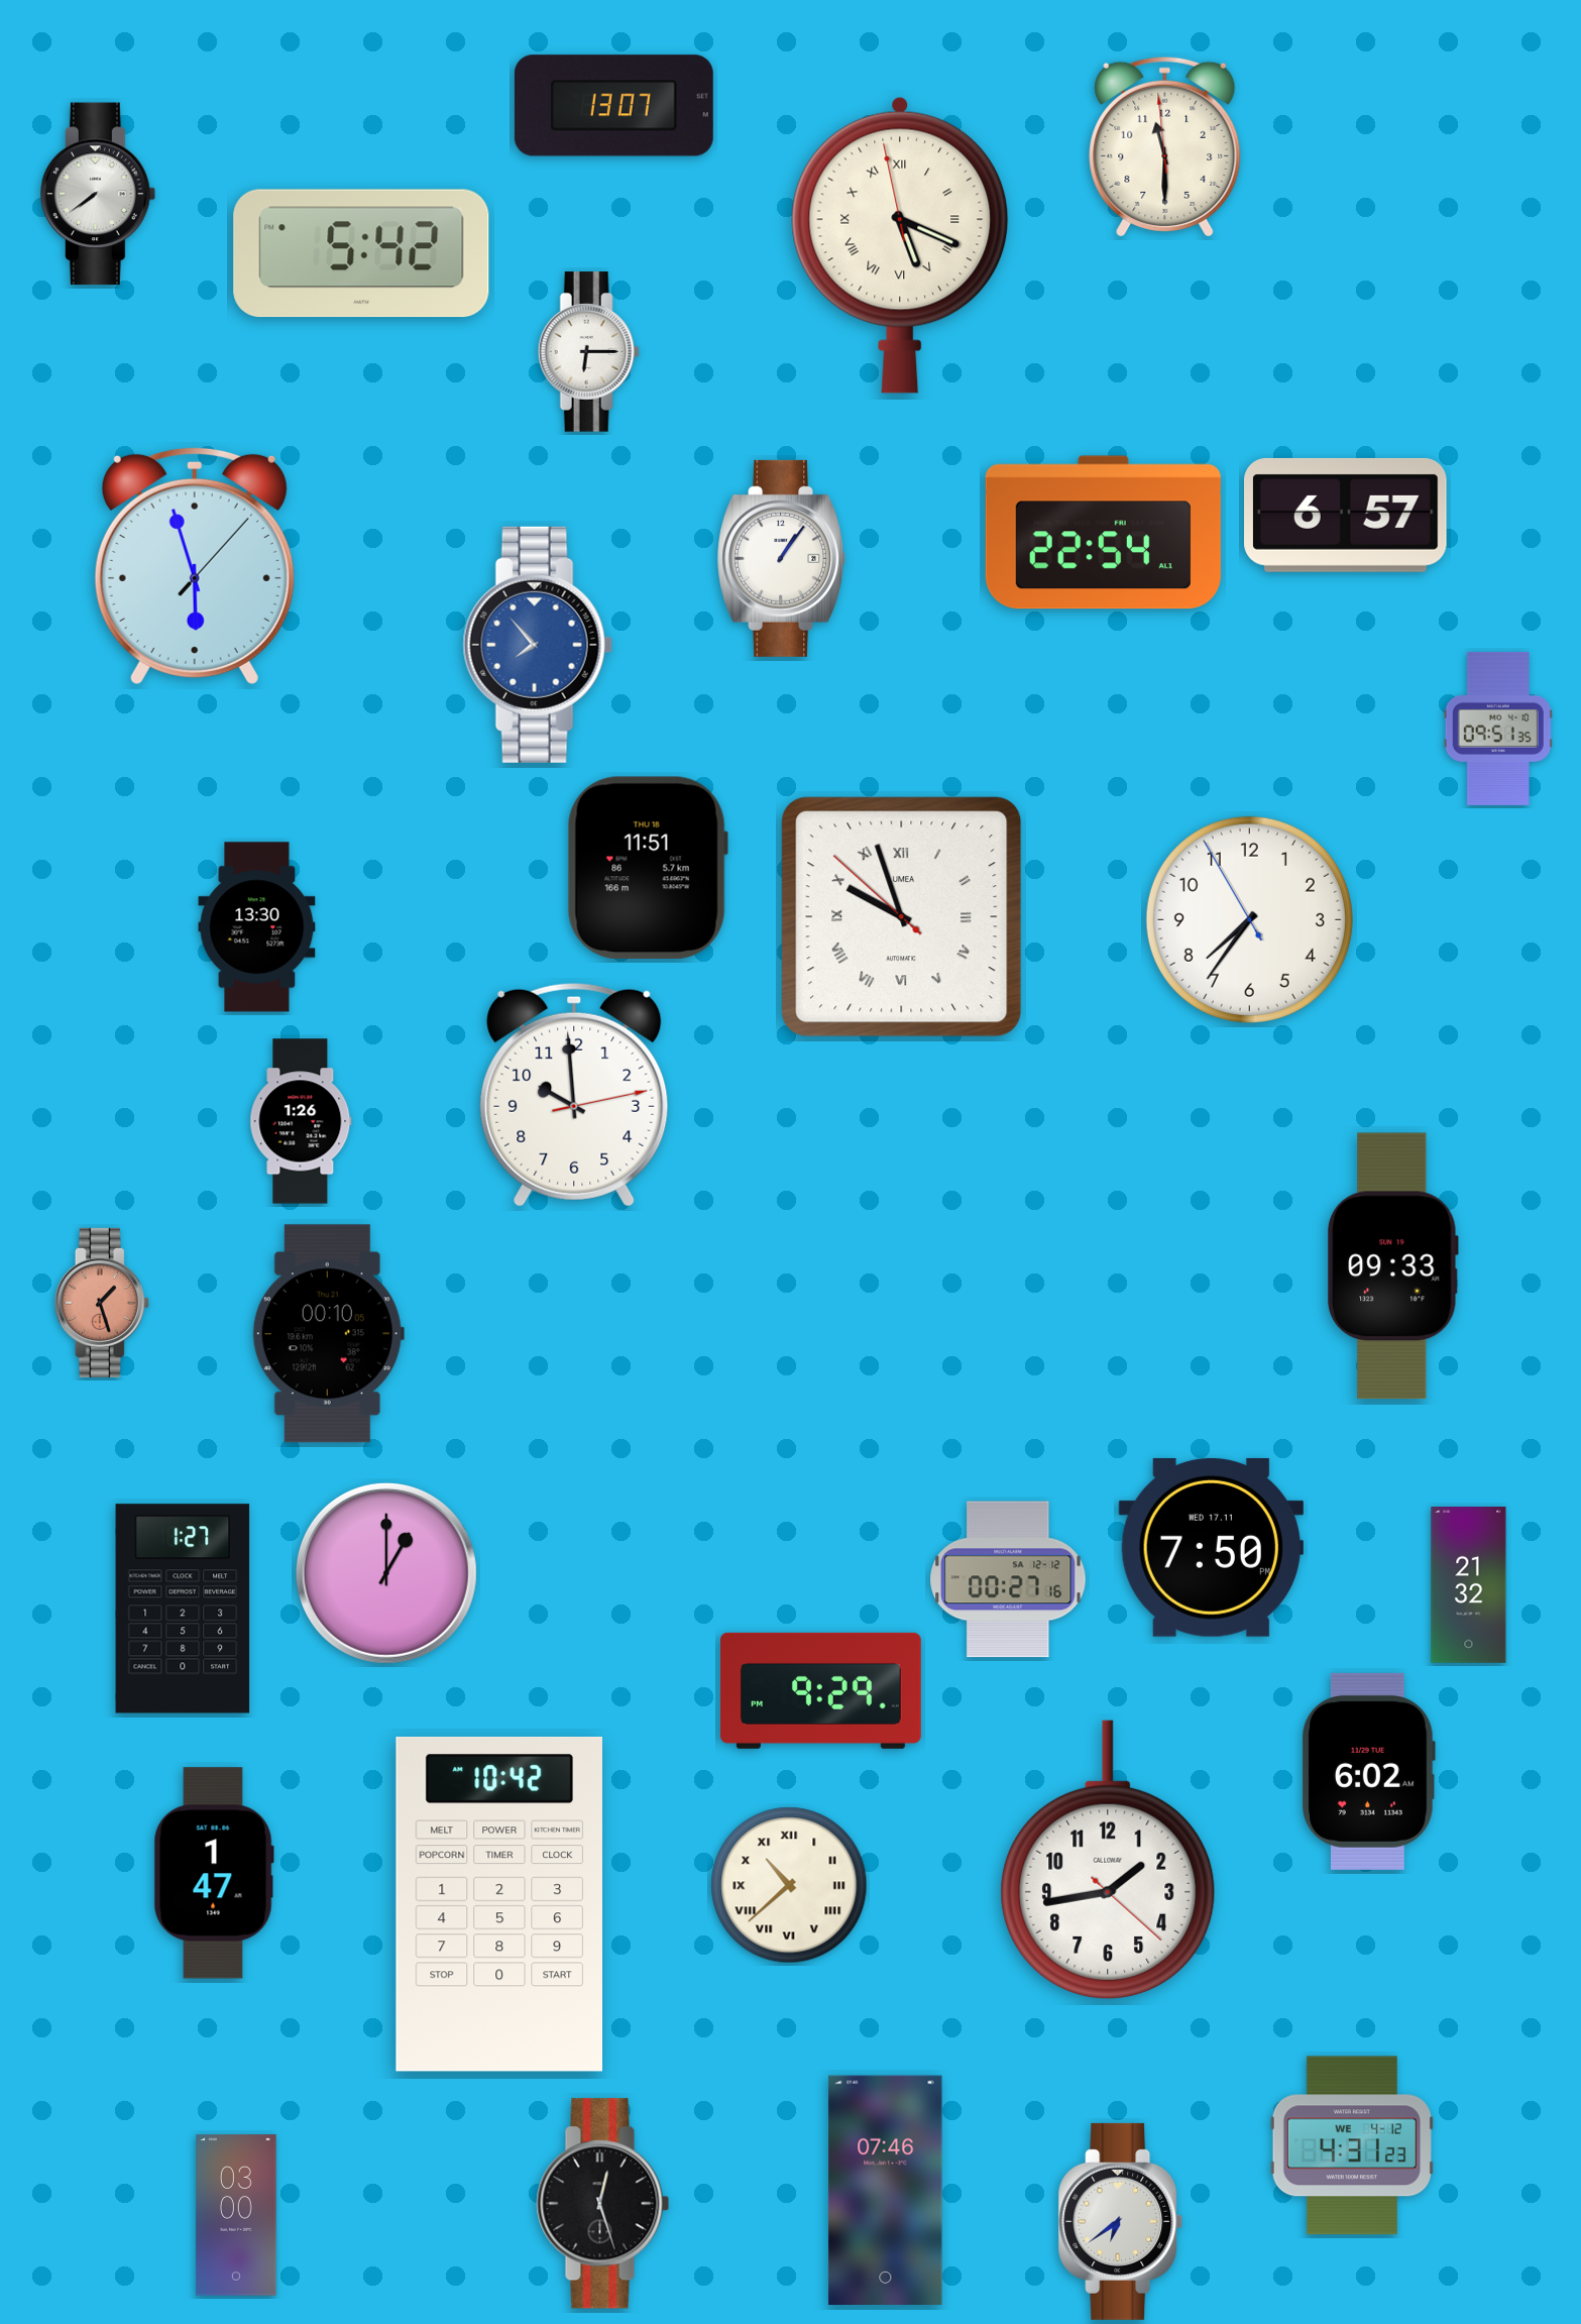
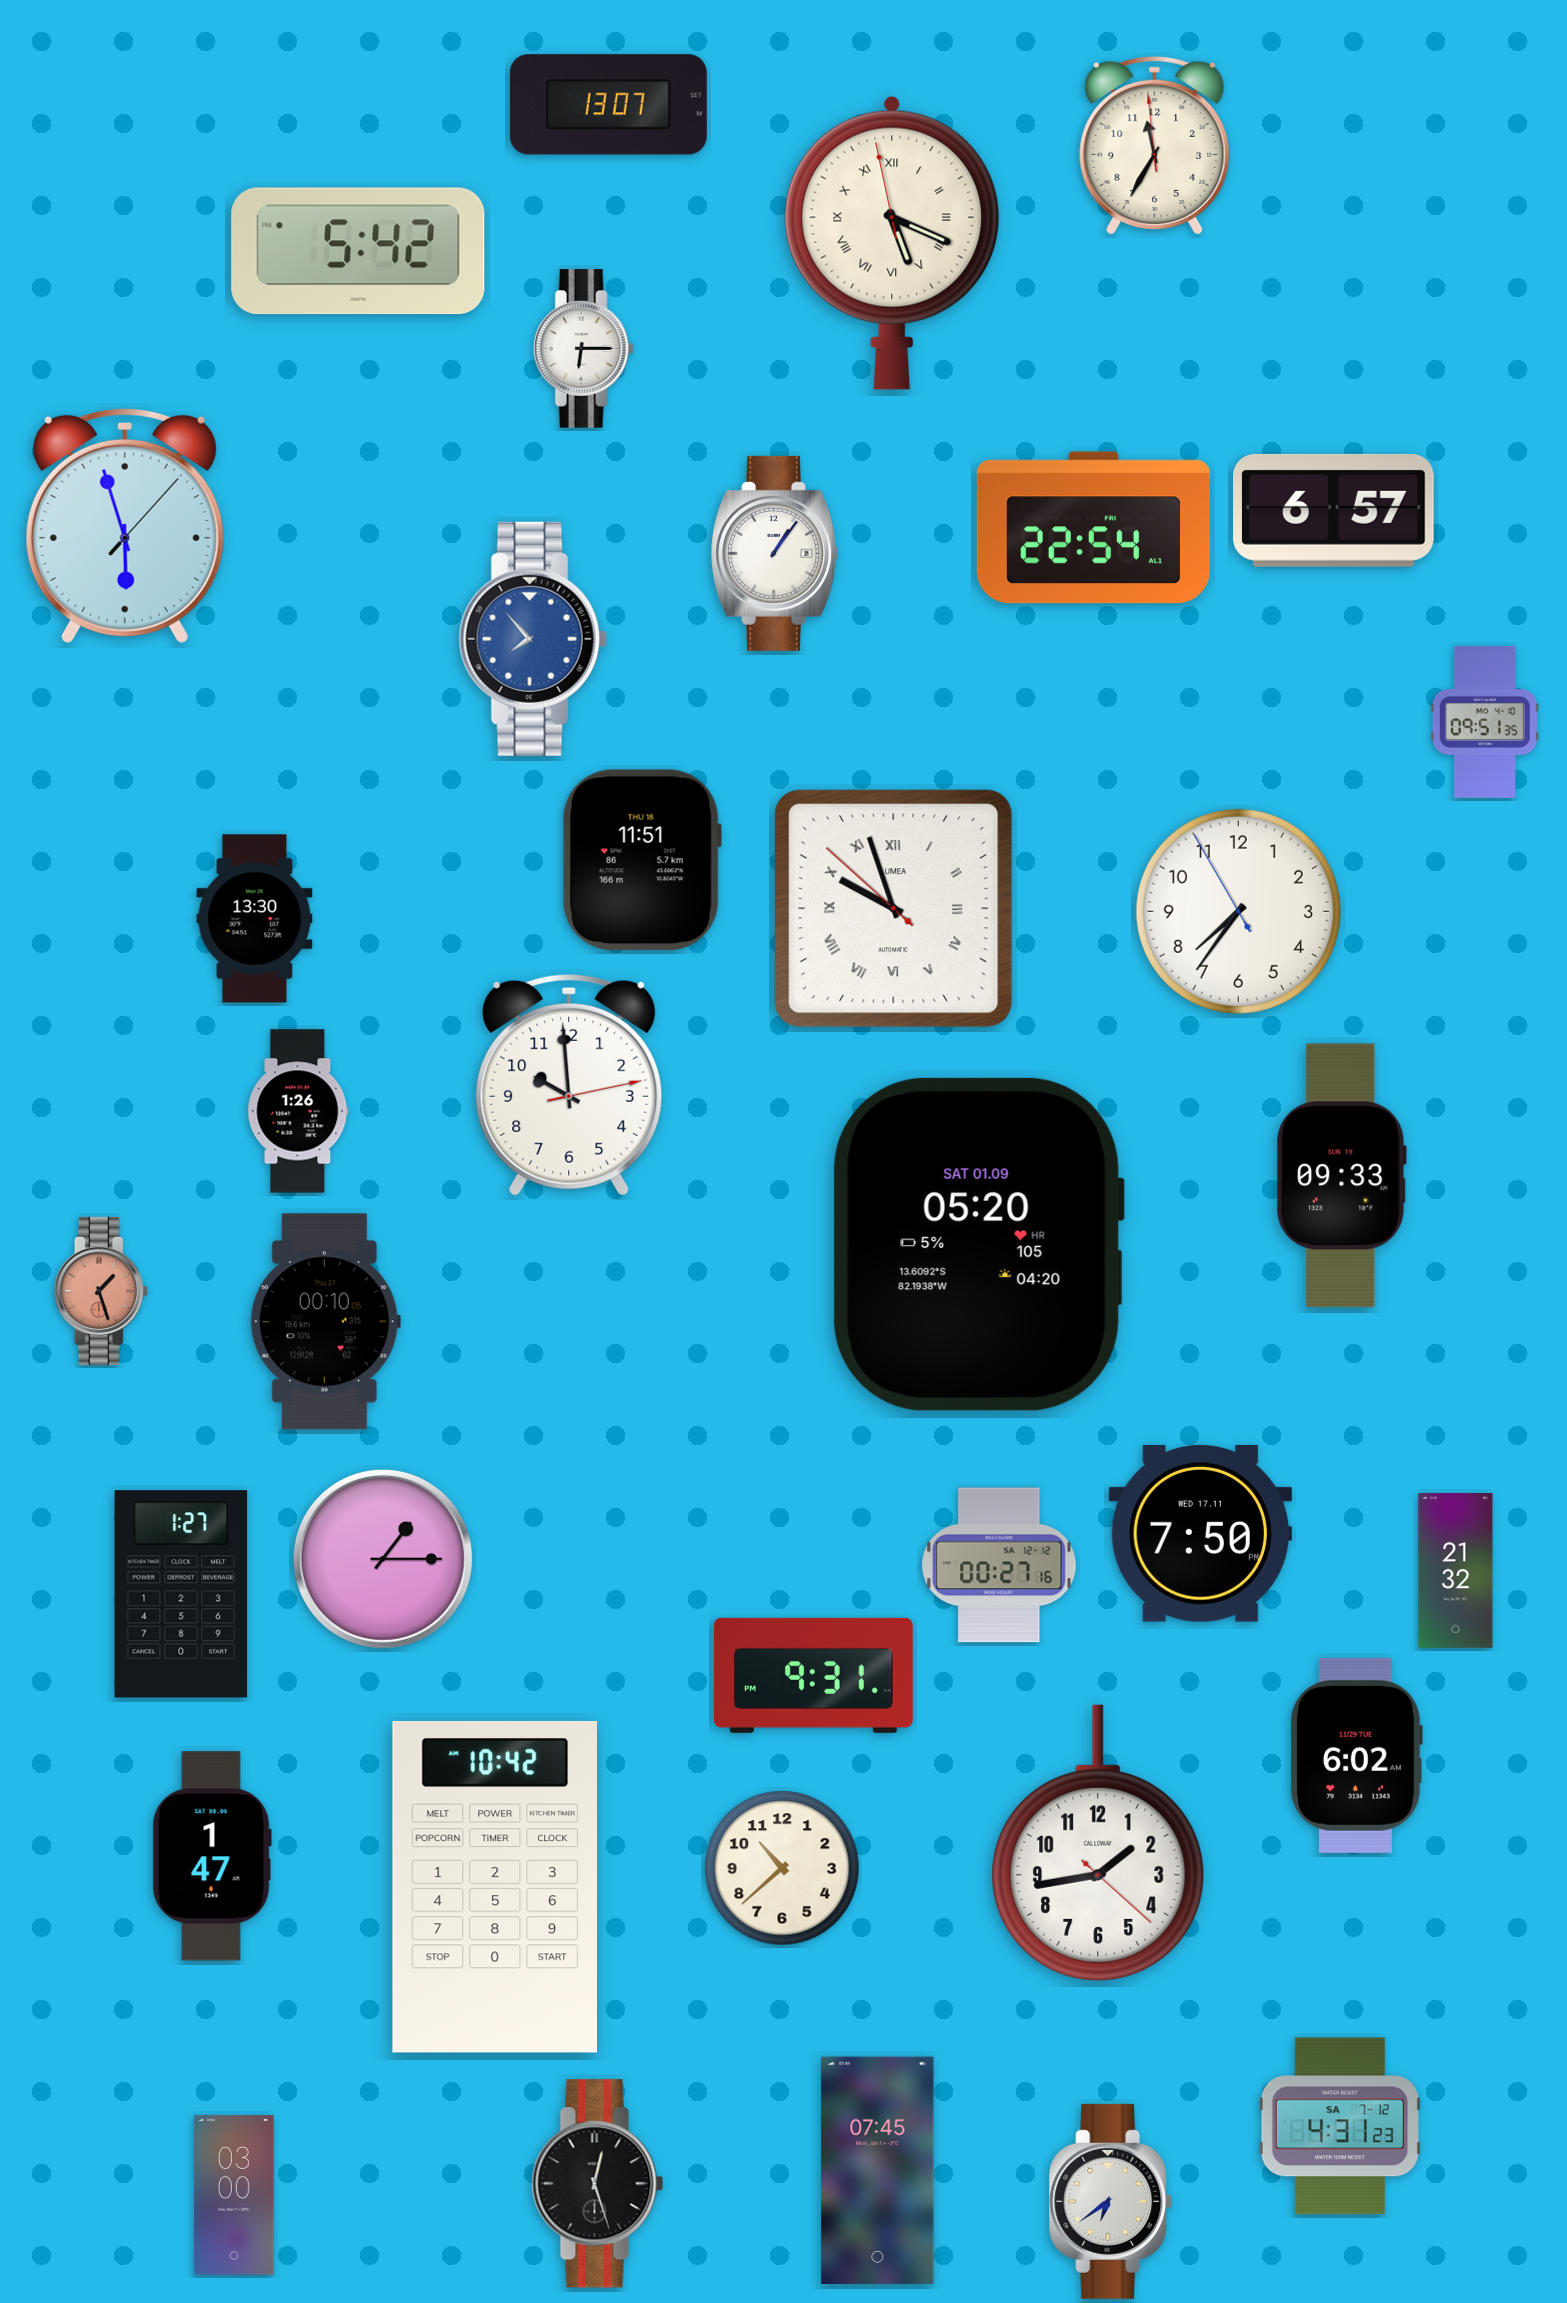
clock at (1165, 146): 11:29 -> 11:34
clock at (99, 194): 7:39 -> none
clock at (195, 565) position: (195, 565) -> (125, 525)
clock at (978, 1244): none -> 05:20
clock at (1393, 1266) position: (1393, 1266) -> (1342, 1176)
clock at (386, 1573): 1:00 -> 1:15
clock at (820, 1690): 9:29 -> 9:31
clock at (789, 1885) numerals: Roman -> Arabic
clock at (1352, 2145) date: WE 4-12 -> SA 7-12
clock at (886, 2190): 07:46 -> 07:45
